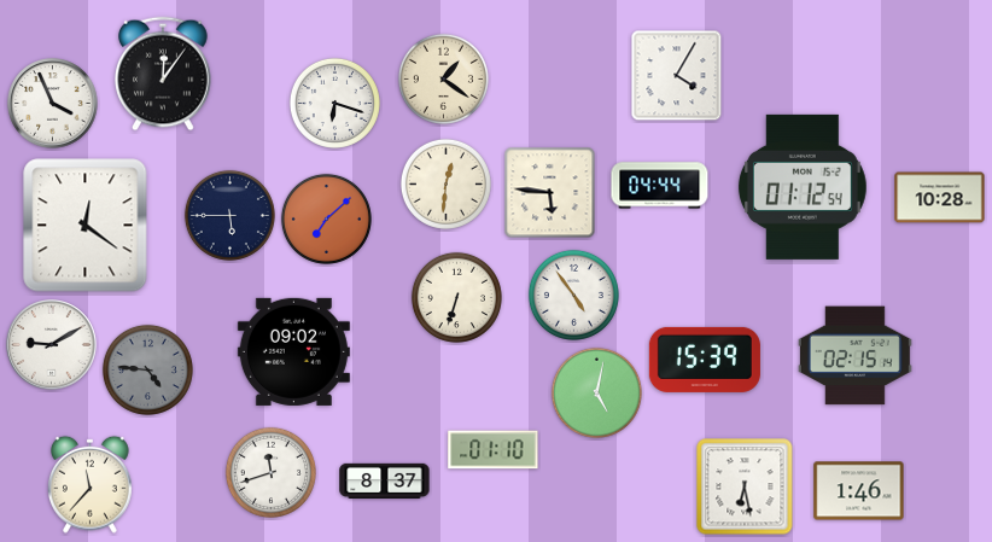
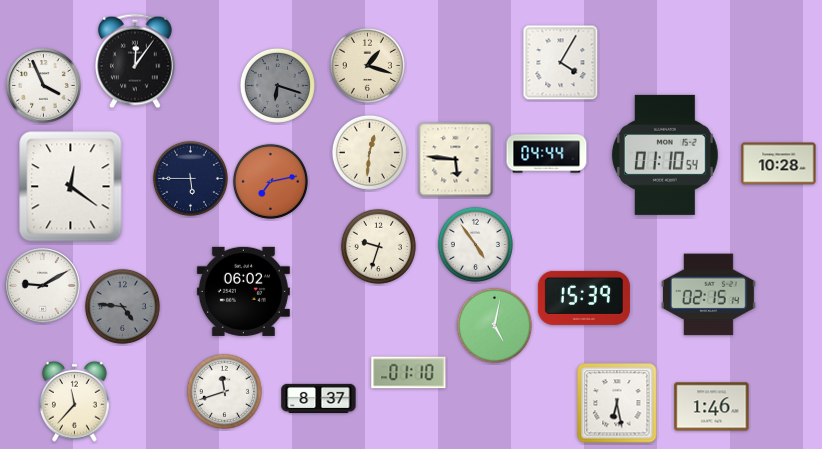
clock at (443, 78): 1:21 -> 1:18
clock at (334, 103) dial: white -> grey
clock at (803, 187): 01:12 -> 01:10
clock at (326, 218): 7:08 -> 7:13
clock at (456, 297): 6:33 -> 9:33
clock at (293, 351): 09:02 -> 06:02
